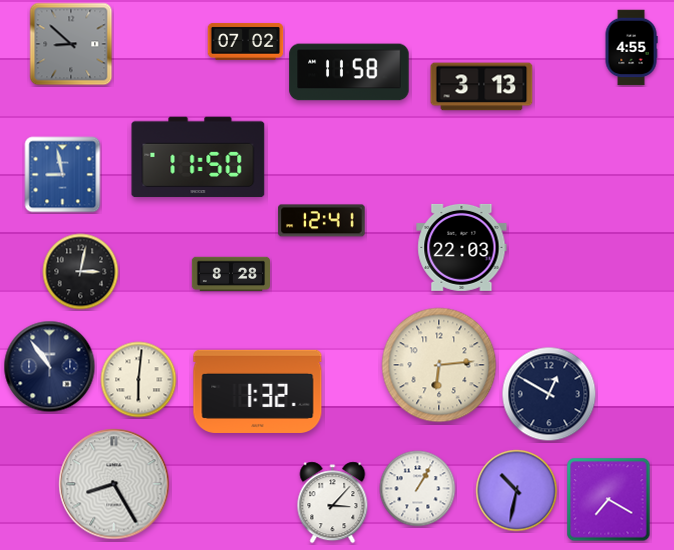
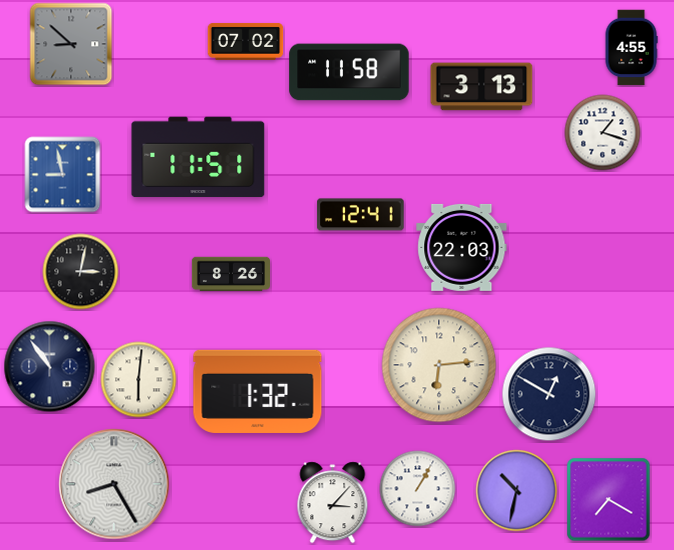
clock at (603, 133): none -> 1:18
clock at (198, 157): 11:50 -> 11:51
clock at (322, 221) position: (322, 221) -> (361, 215)
clock at (230, 274): 8:28 -> 8:26
